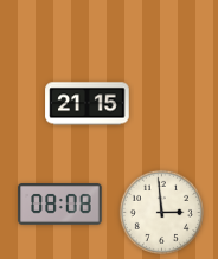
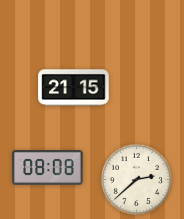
clock at (60, 205) position: (60, 205) -> (48, 168)
clock at (161, 212): 2:59 -> 2:38
